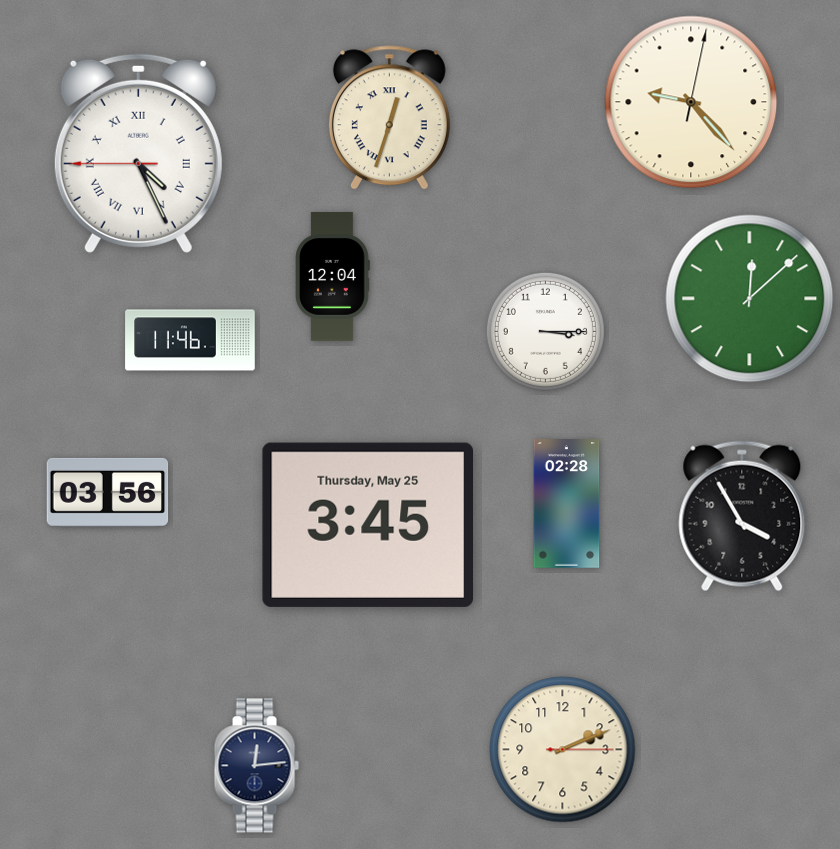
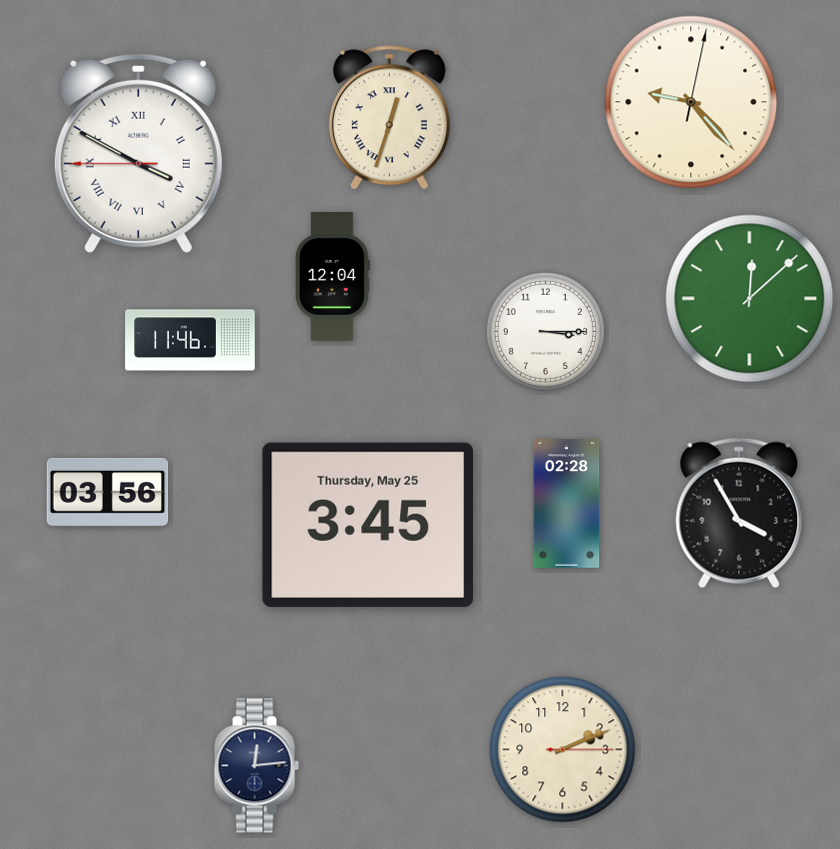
clock at (138, 153): 4:25 -> 3:49
clock at (742, 516) position: (742, 516) -> (739, 513)
